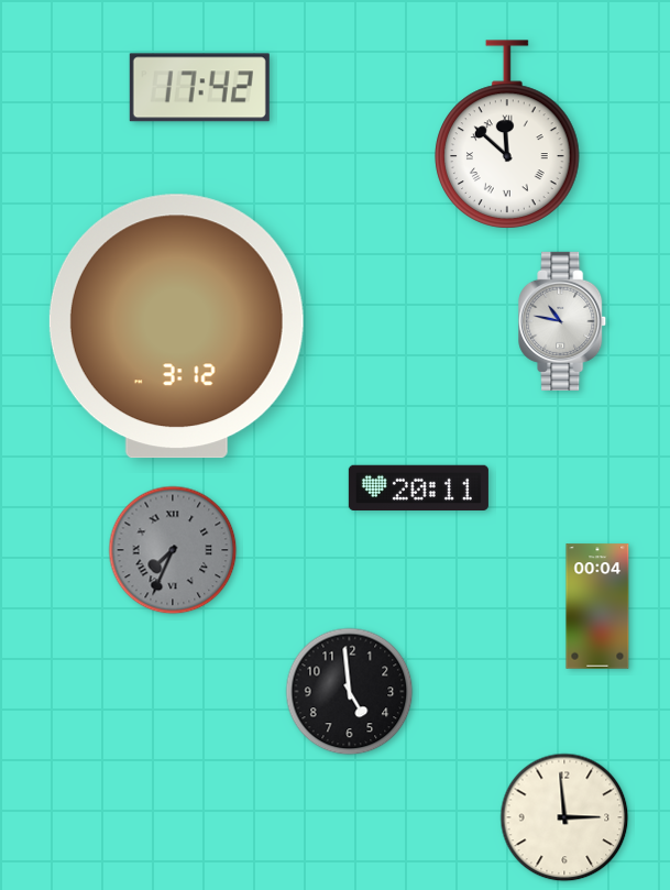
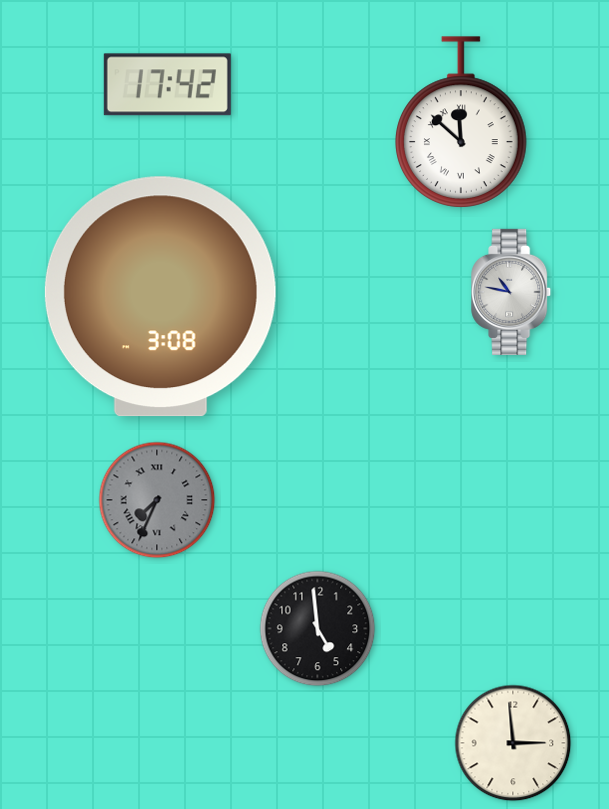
clock at (199, 88) position: (199, 88) -> (167, 85)
clock at (176, 327): 3:12 -> 3:08
clock at (418, 488): 20:11 -> none
clock at (597, 606): 00:04 -> none
